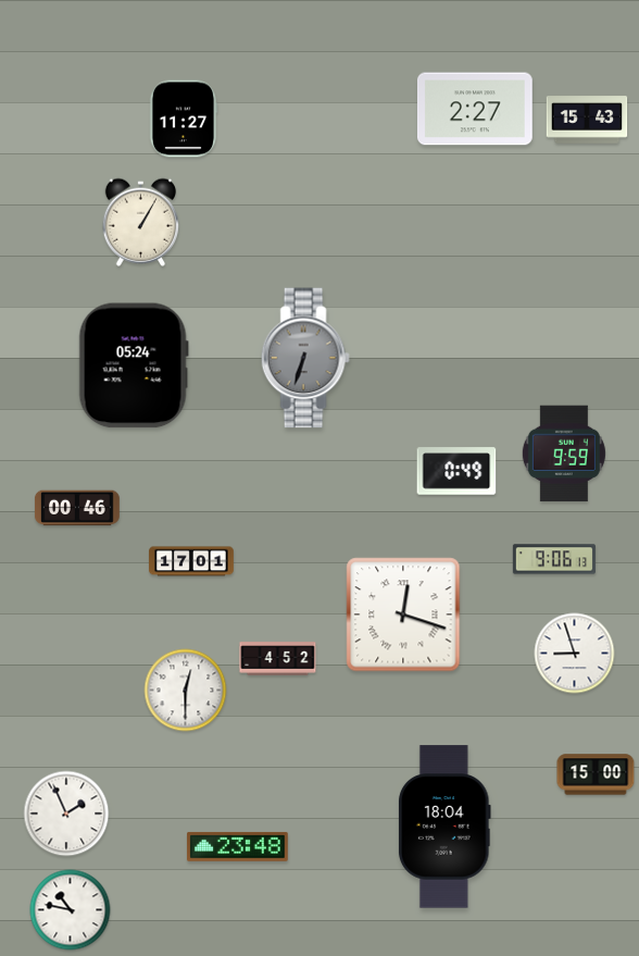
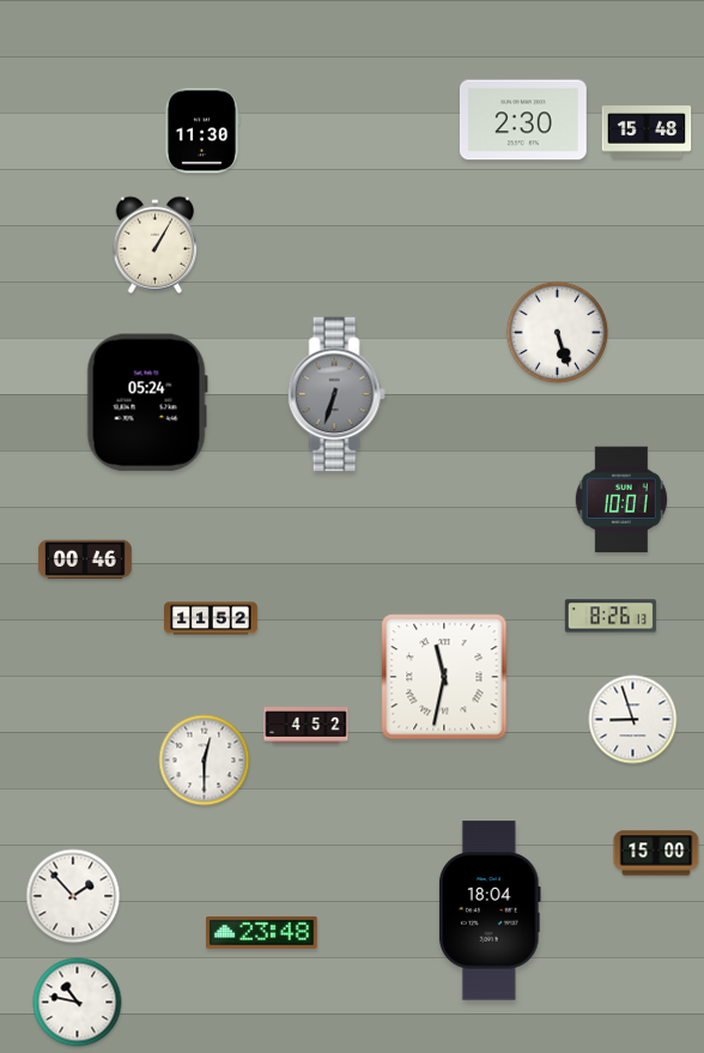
clock at (475, 109): 2:27 -> 2:30
clock at (184, 119): 11:27 -> 11:30
clock at (587, 120): 15:43 -> 15:48
clock at (557, 332): none -> 5:27
clock at (564, 454): 9:59 -> 10:01
clock at (456, 471): 0:49 -> none
clock at (554, 559): 9:06 -> 8:26
clock at (192, 561): 17:01 -> 11:52
clock at (403, 614): 12:18 -> 11:32
clock at (66, 814): 1:56 -> 1:53
